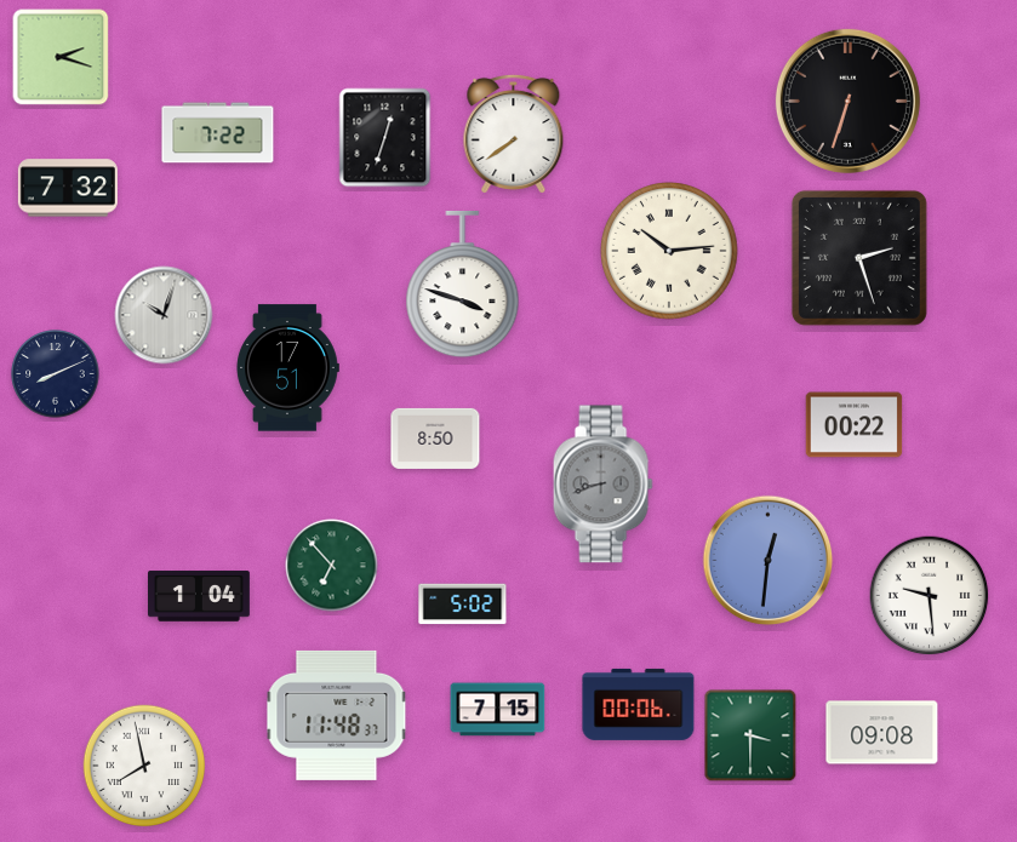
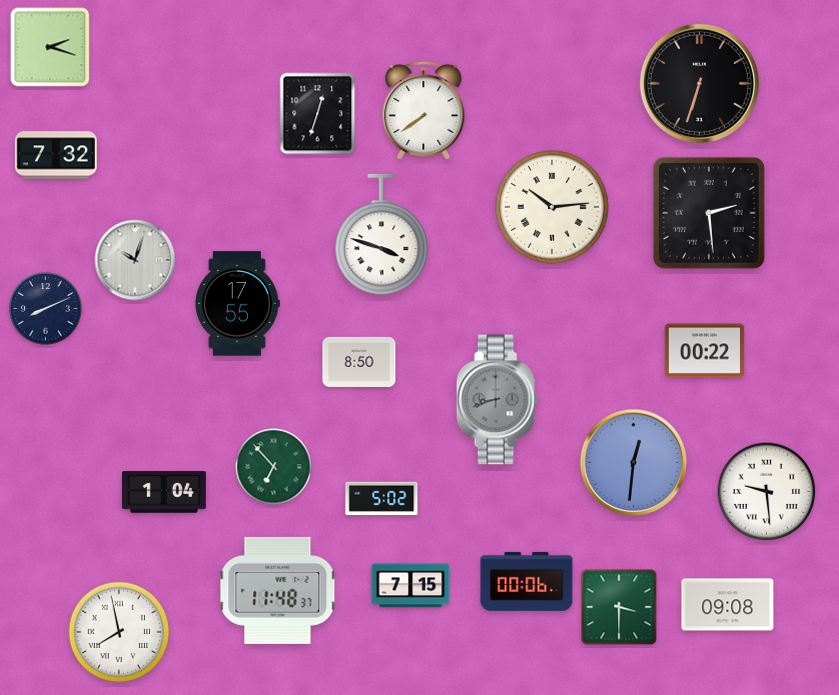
clock at (218, 133): 7:22 -> none
clock at (859, 258): 2:27 -> 2:29
clock at (287, 368): 17:51 -> 17:55
